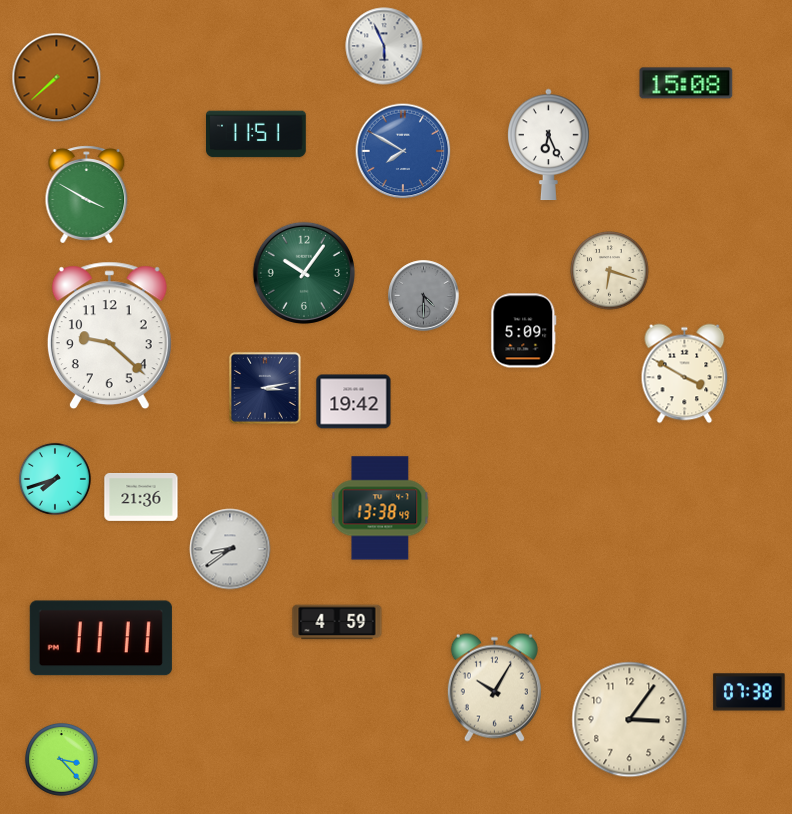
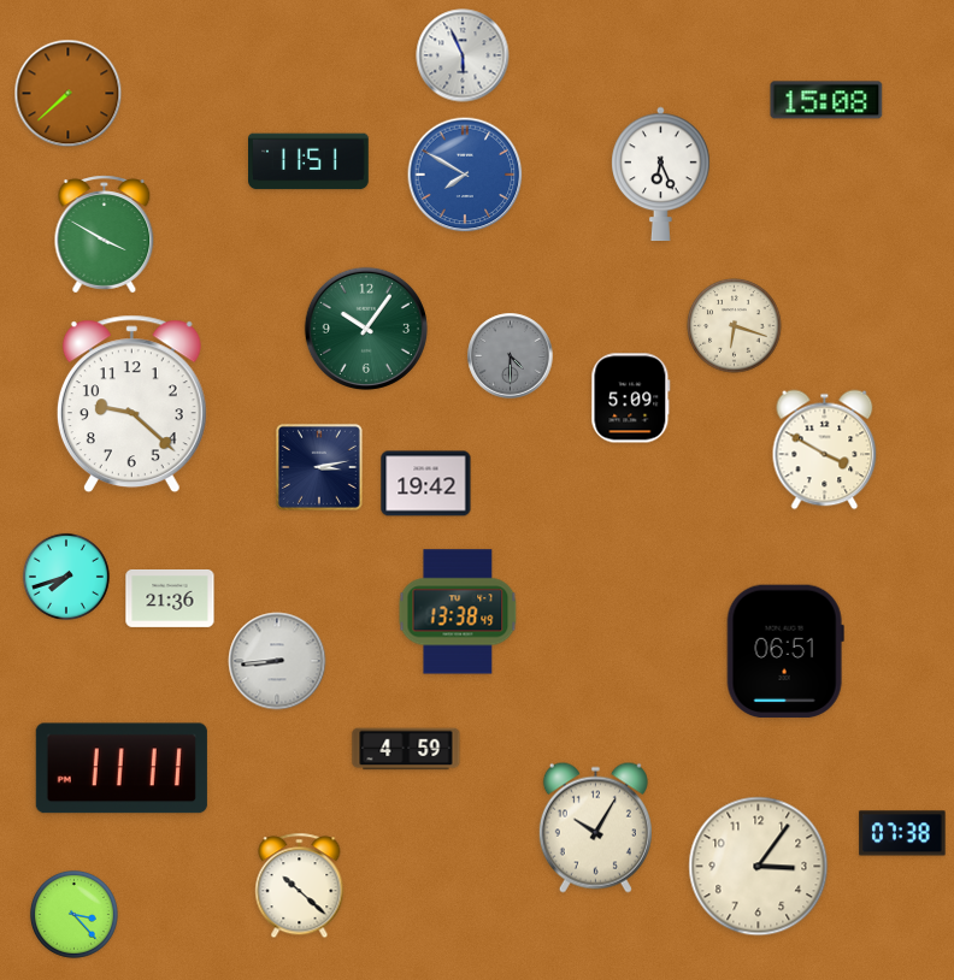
clock at (403, 151) position: (403, 151) -> (465, 175)
clock at (785, 651): none -> 06:51
clock at (230, 549): 8:39 -> 8:44
clock at (300, 886): none -> 10:22
